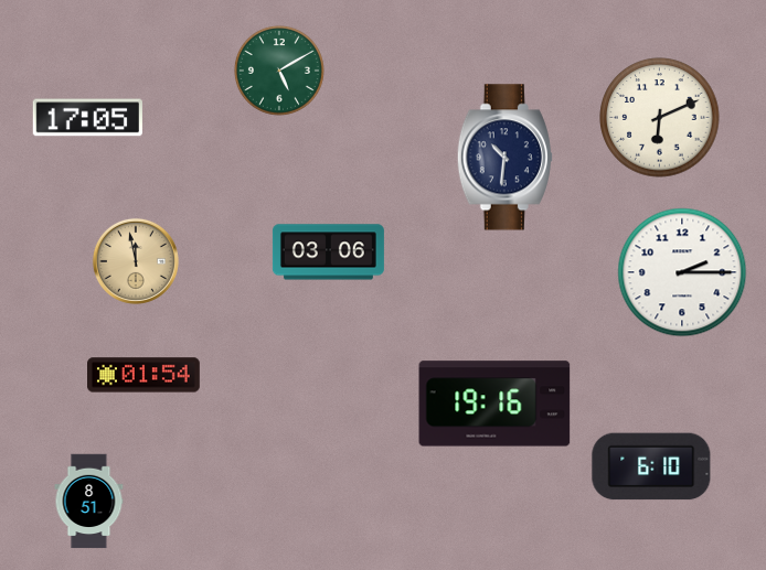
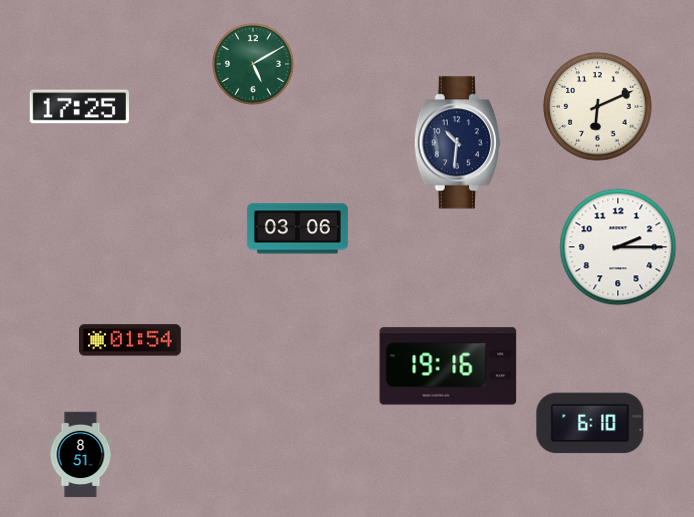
clock at (87, 118): 17:05 -> 17:25
clock at (136, 261): 11:58 -> none
